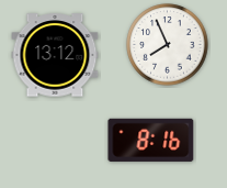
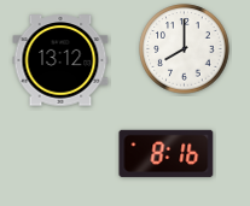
clock at (168, 45): 7:56 -> 8:00
